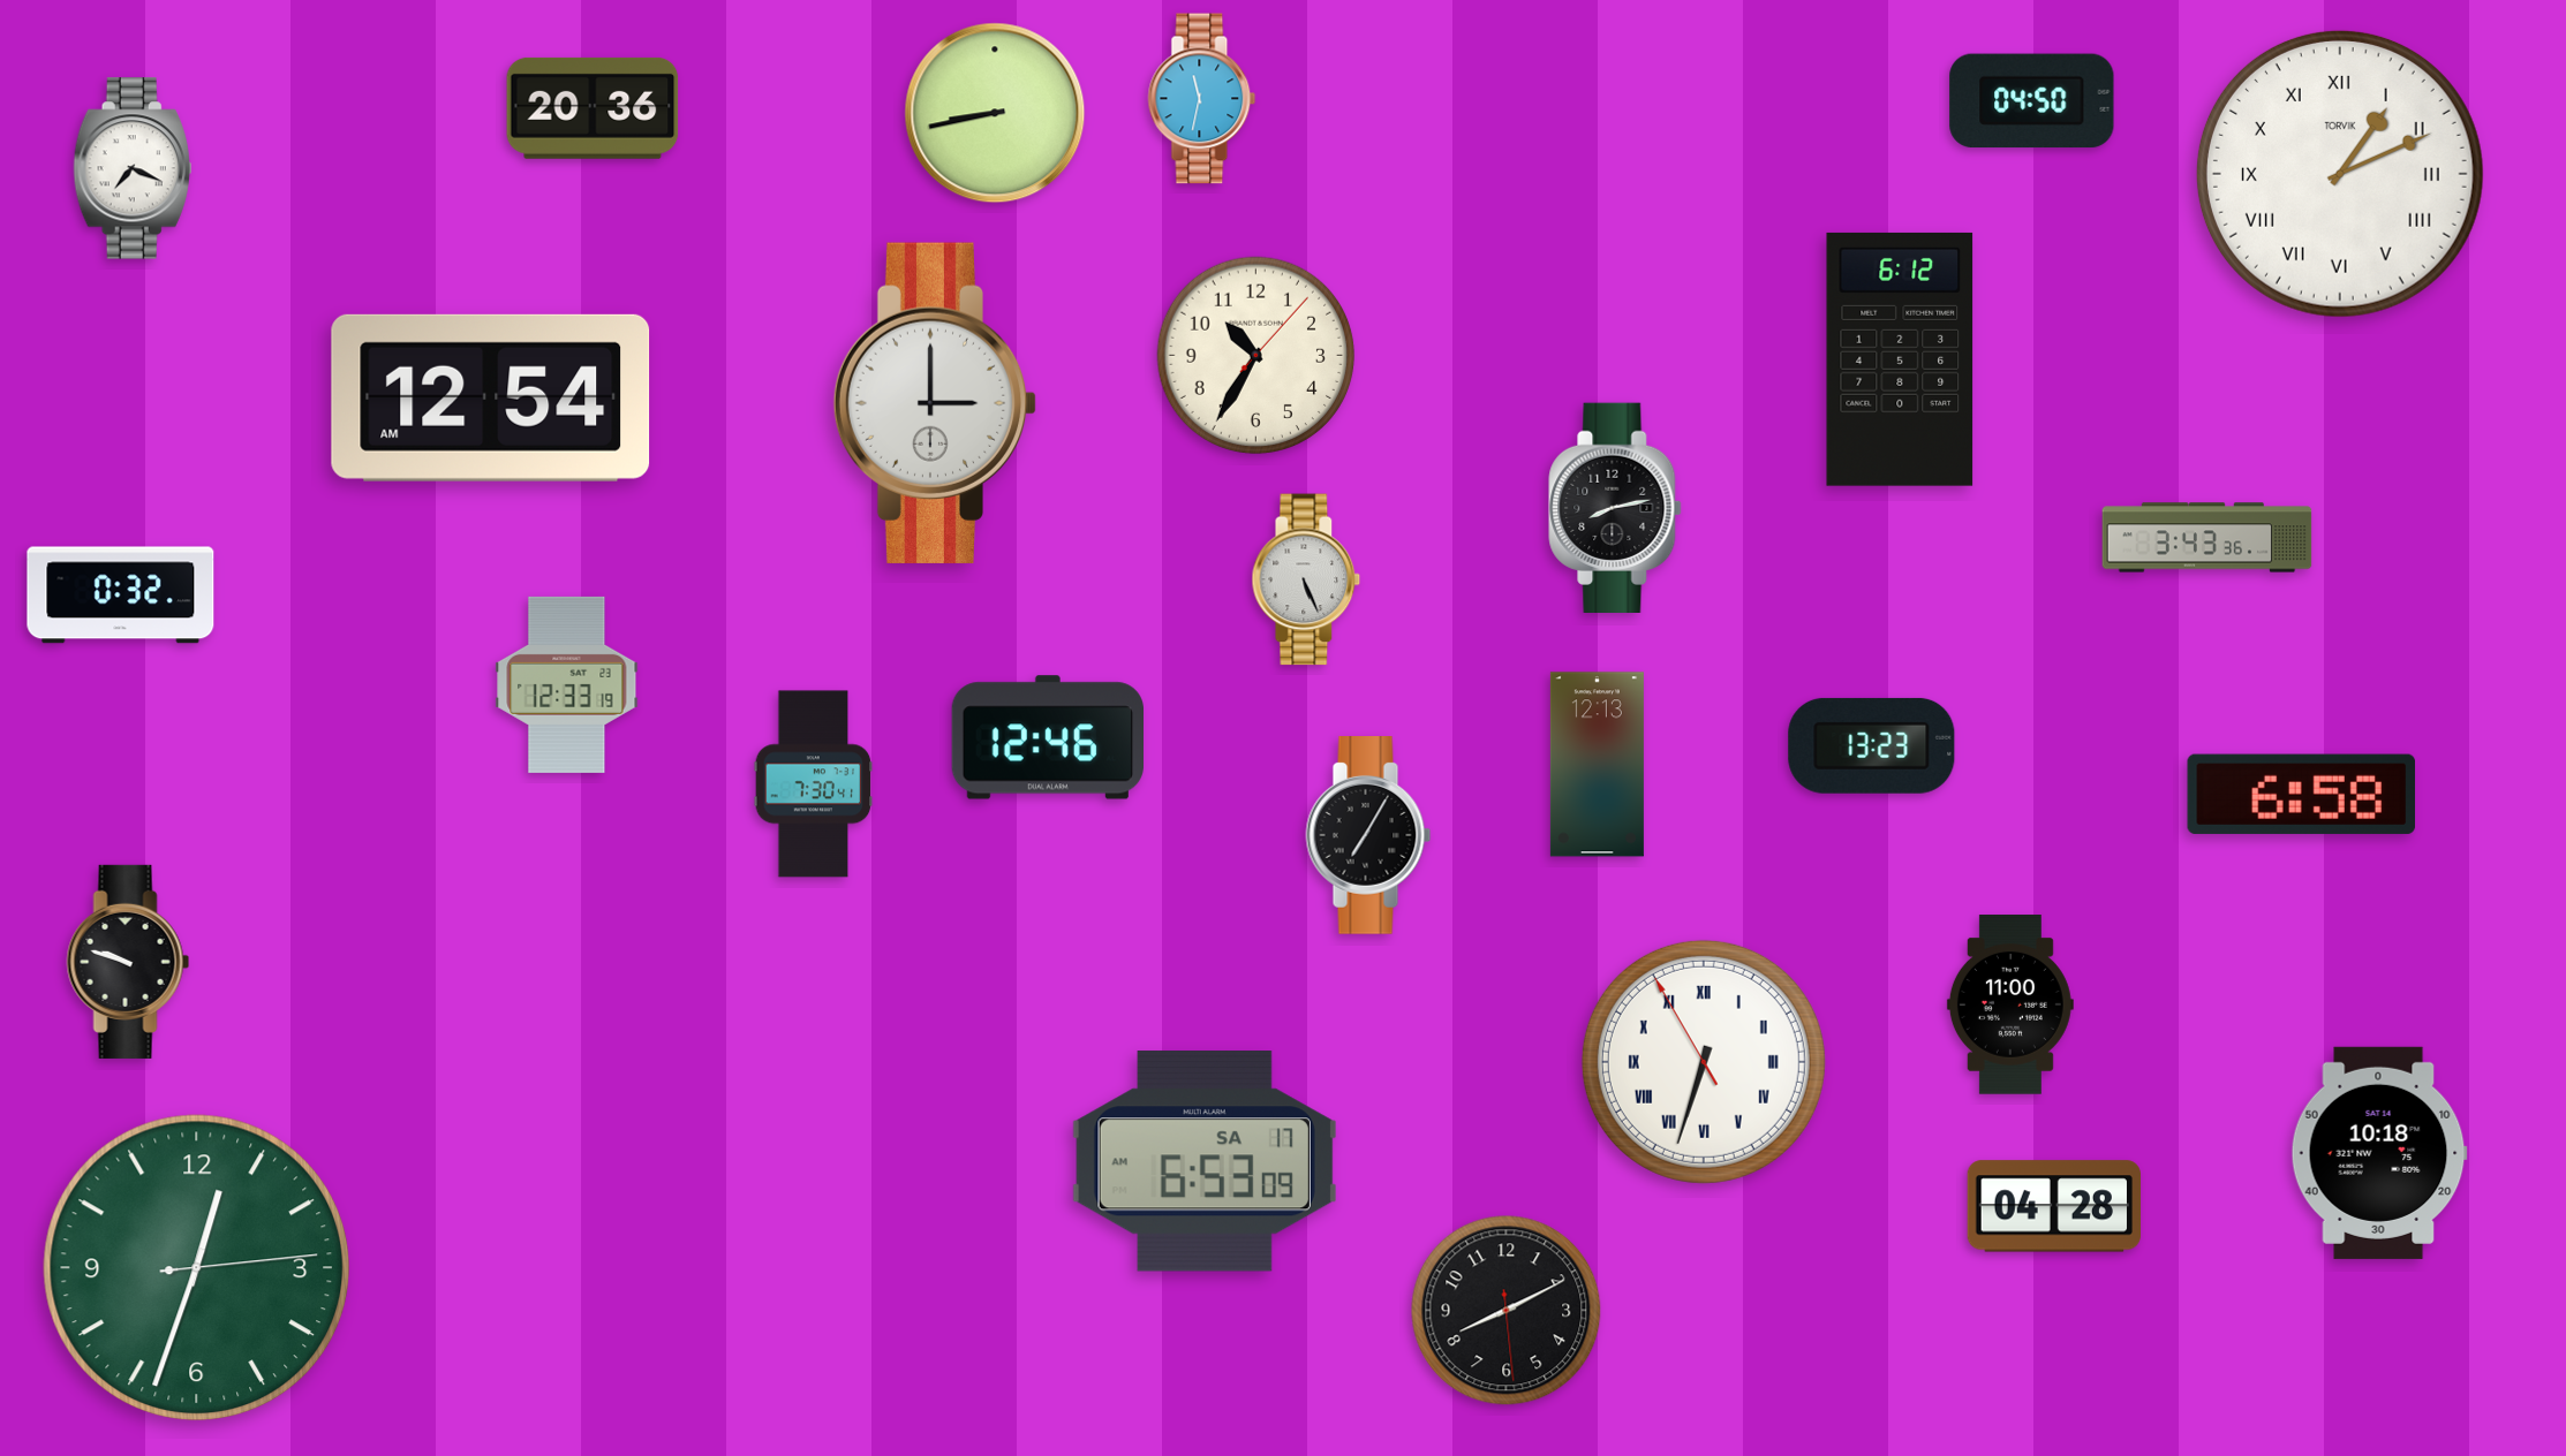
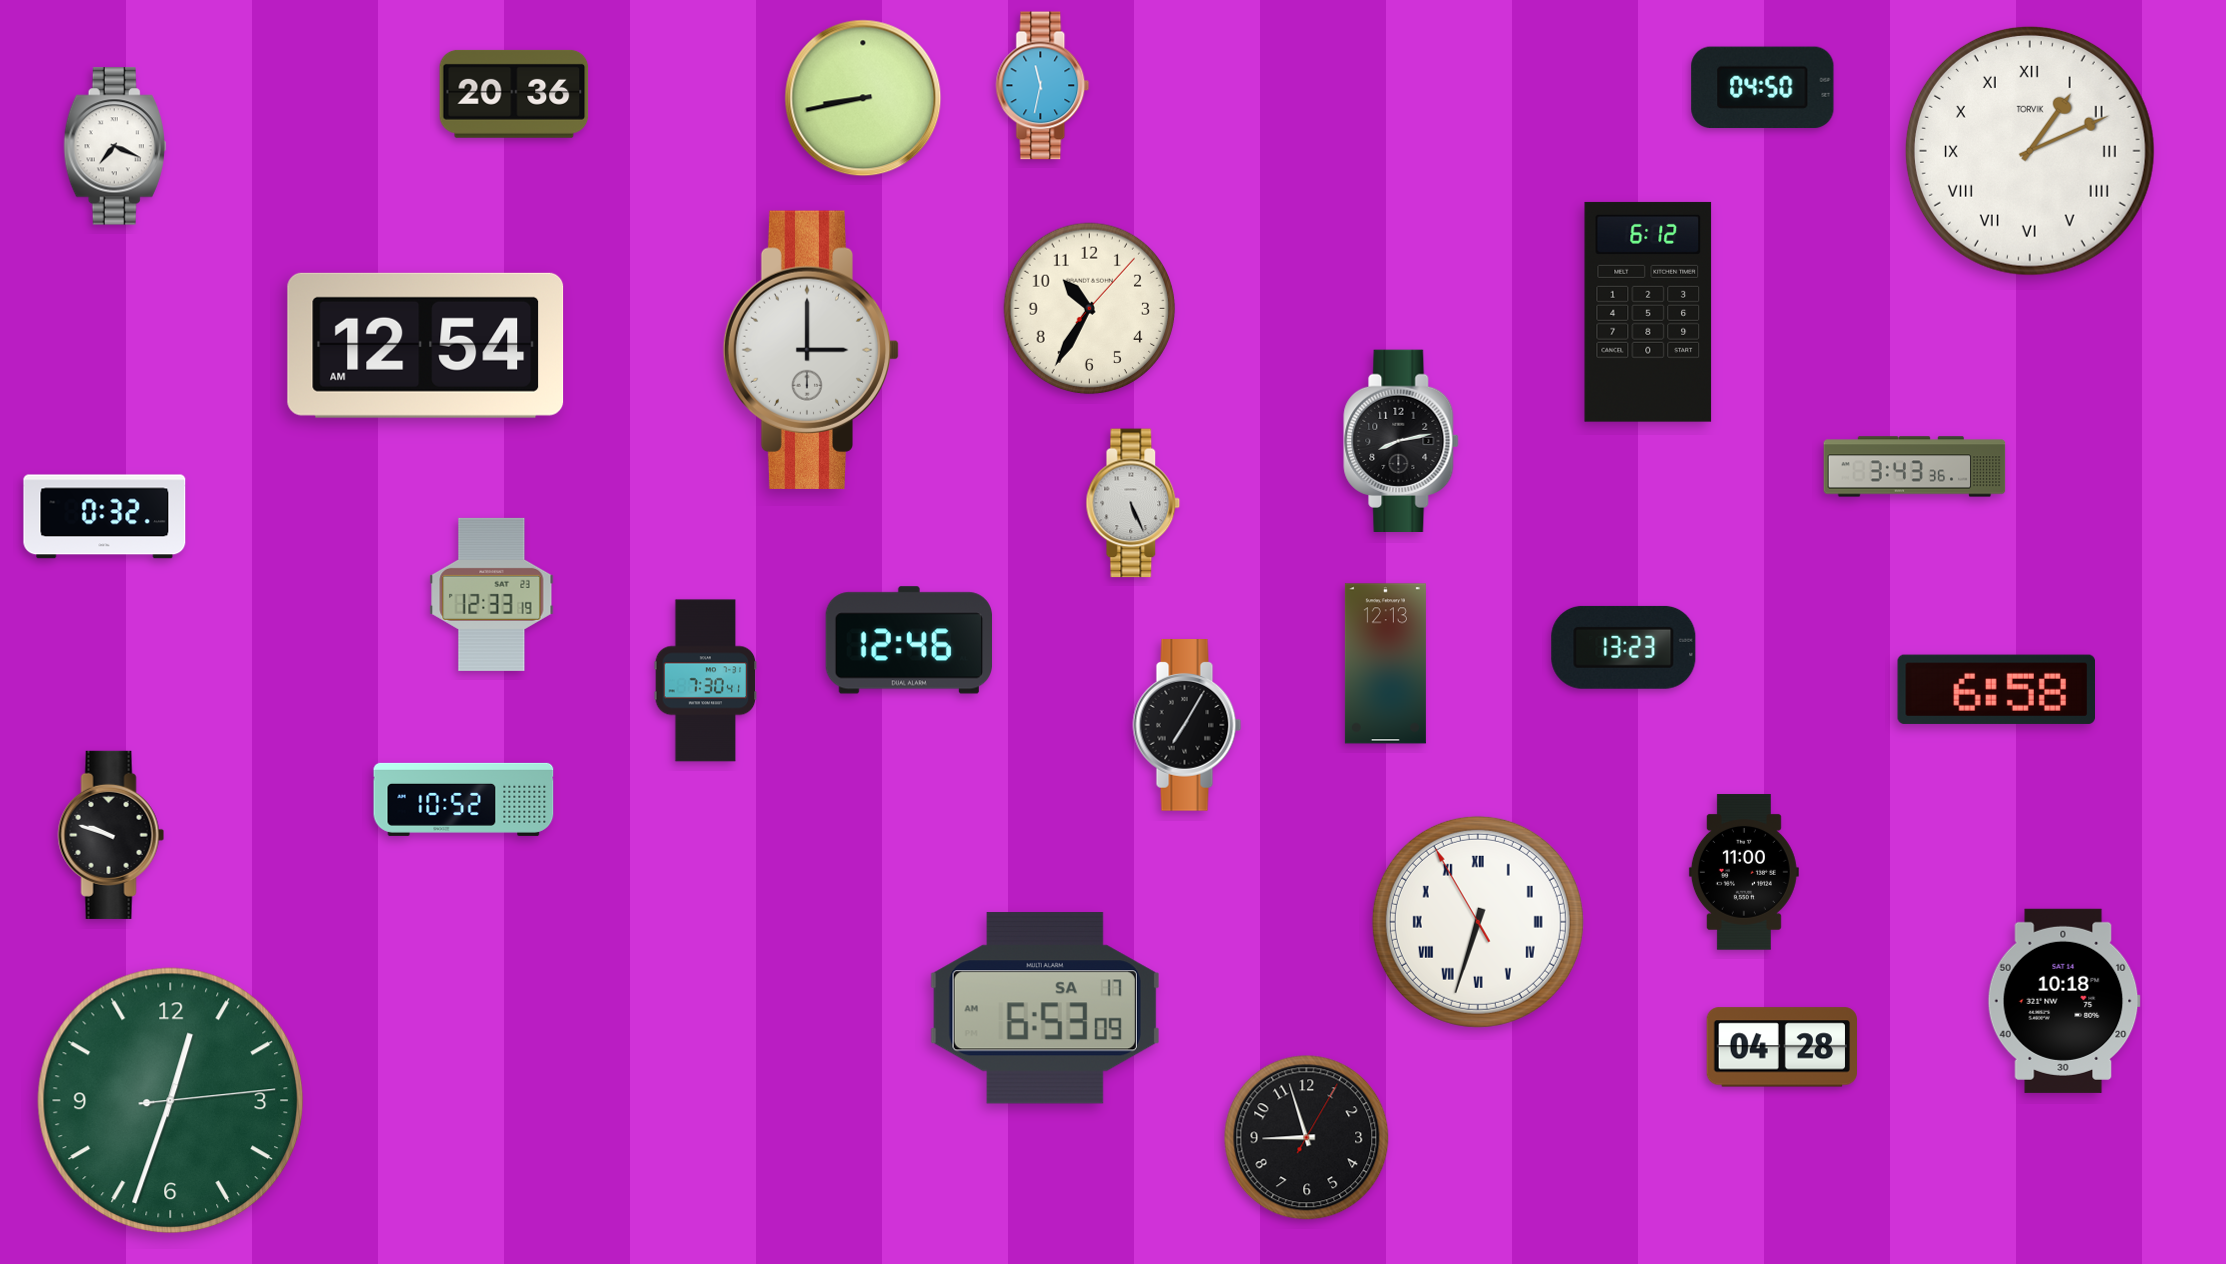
clock at (464, 799): none -> 10:52
clock at (1507, 1311): 8:10 -> 8:57
